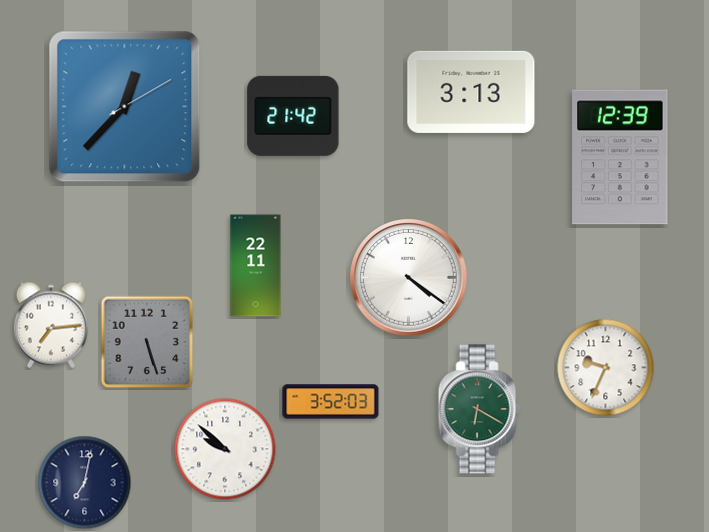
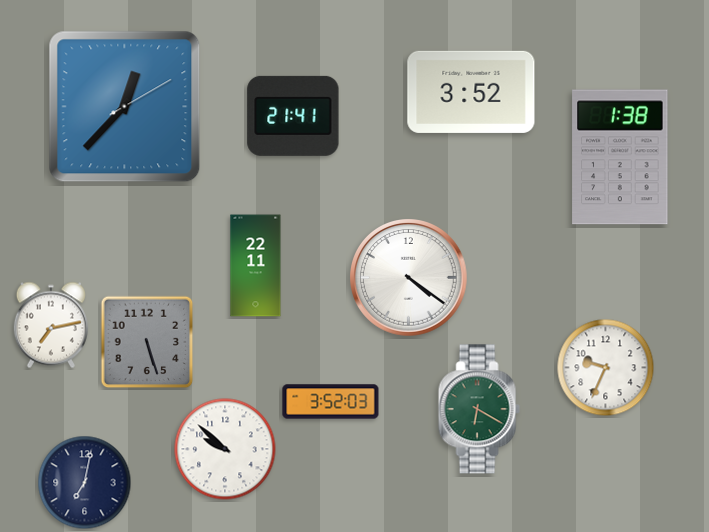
clock at (471, 92): 3:13 -> 3:52
clock at (293, 116): 21:42 -> 21:41
clock at (620, 157): 12:39 -> 1:38
clock at (51, 325): 7:14 -> 7:13
